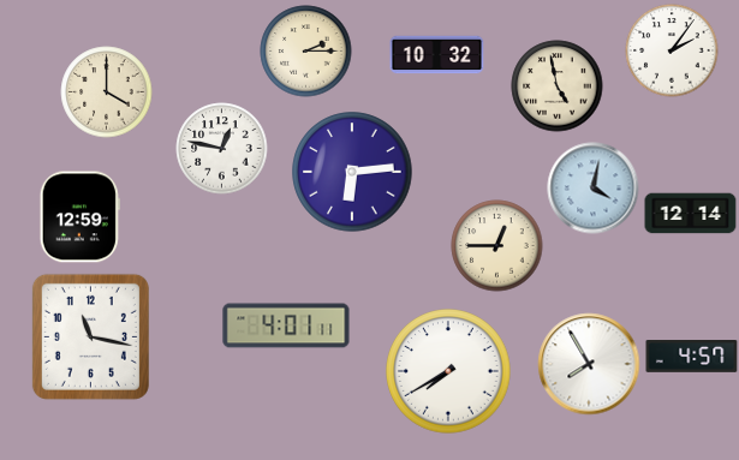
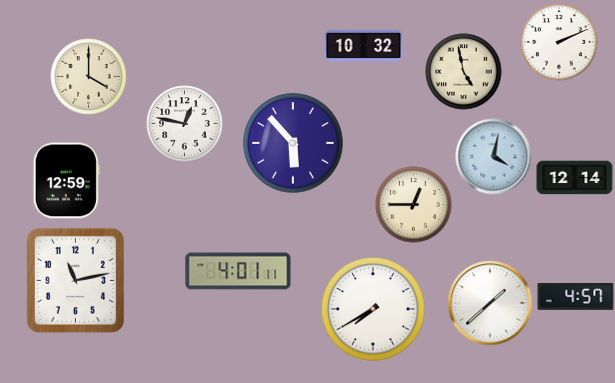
clock at (672, 50): 2:06 -> 2:11
clock at (306, 52): 2:15 -> none
clock at (352, 172): 6:14 -> 5:53
clock at (90, 336): 11:17 -> 11:13
clock at (589, 364): 7:55 -> 1:38
